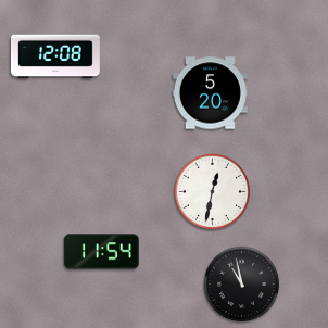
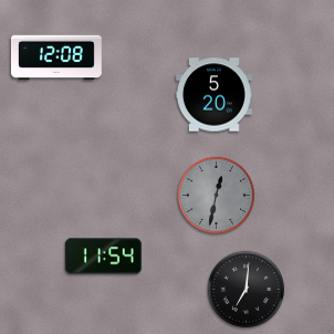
clock at (213, 192) dial: white -> grey
clock at (242, 285): 10:58 -> 7:01
